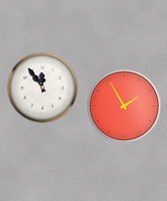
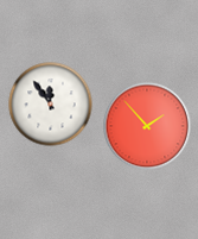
clock at (124, 106): 1:55 -> 1:53
